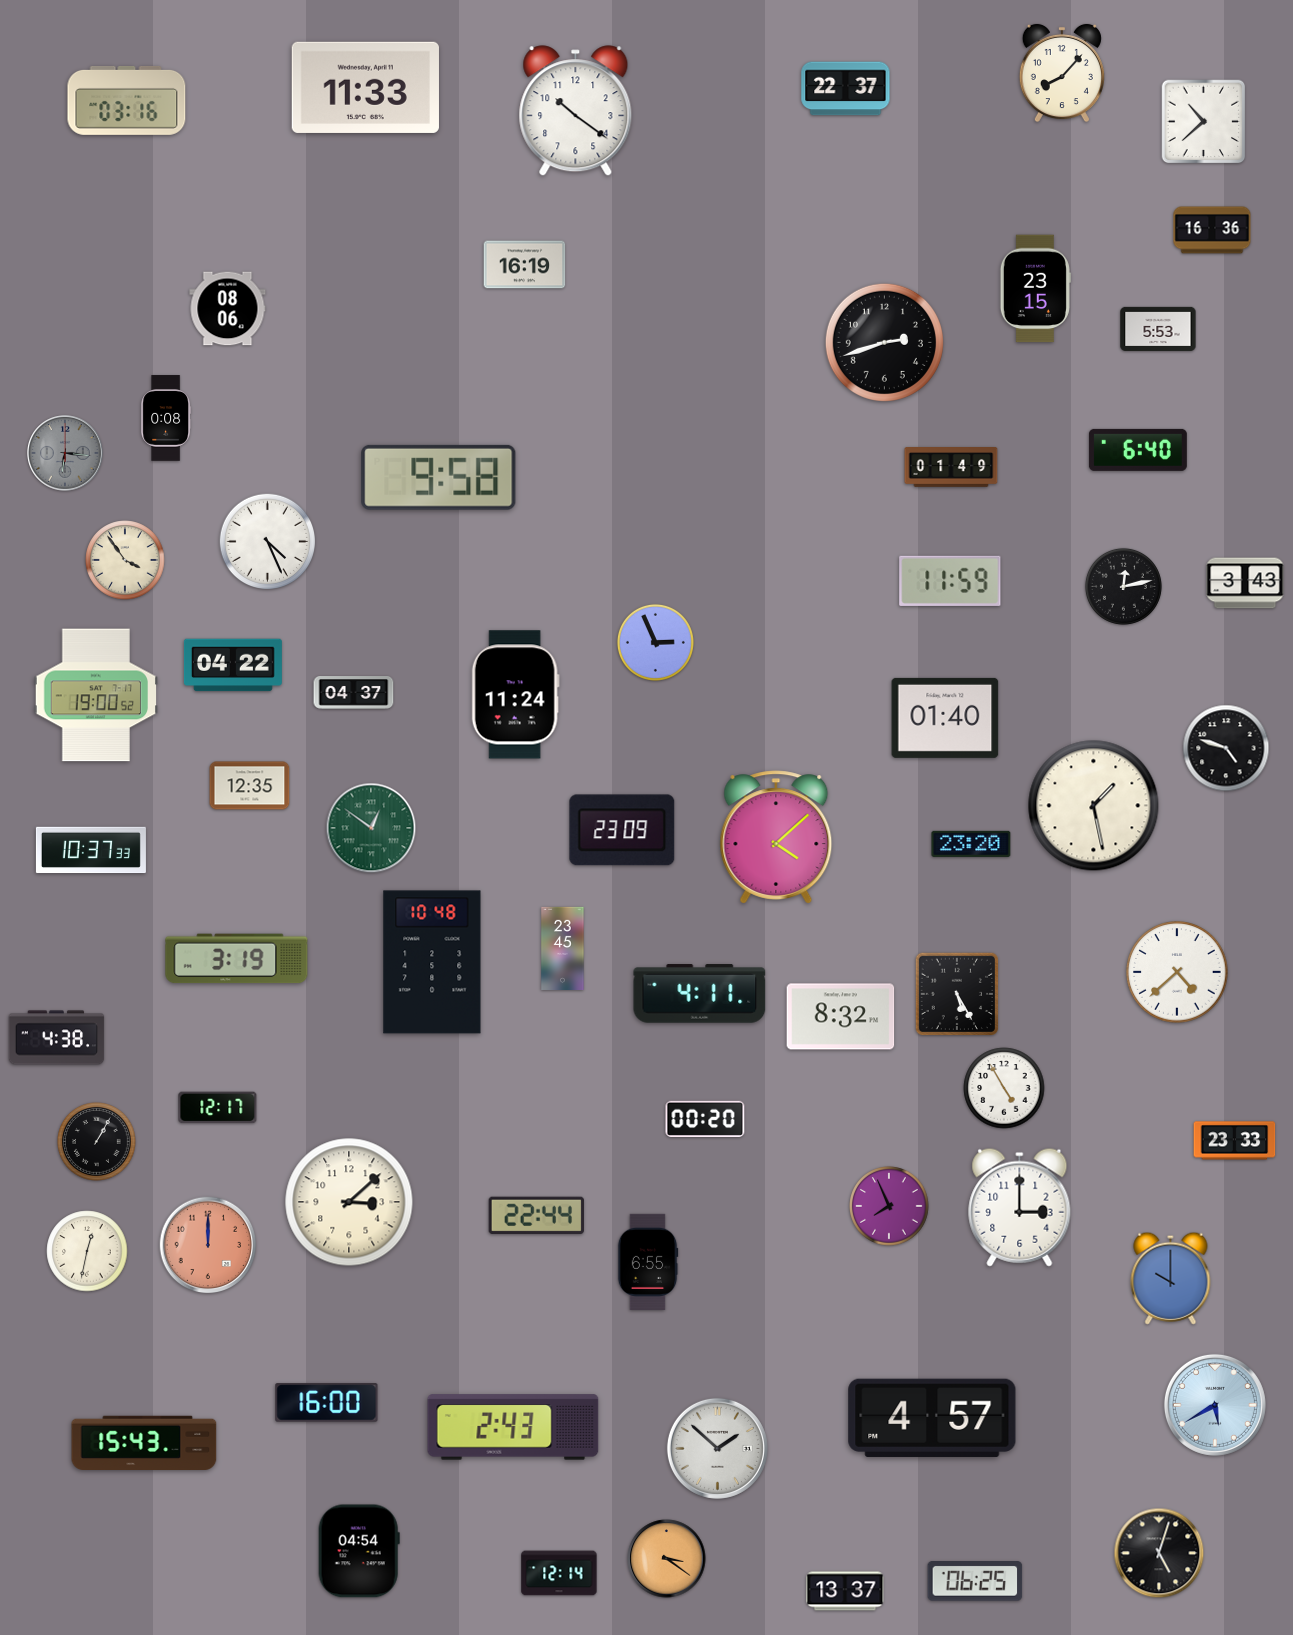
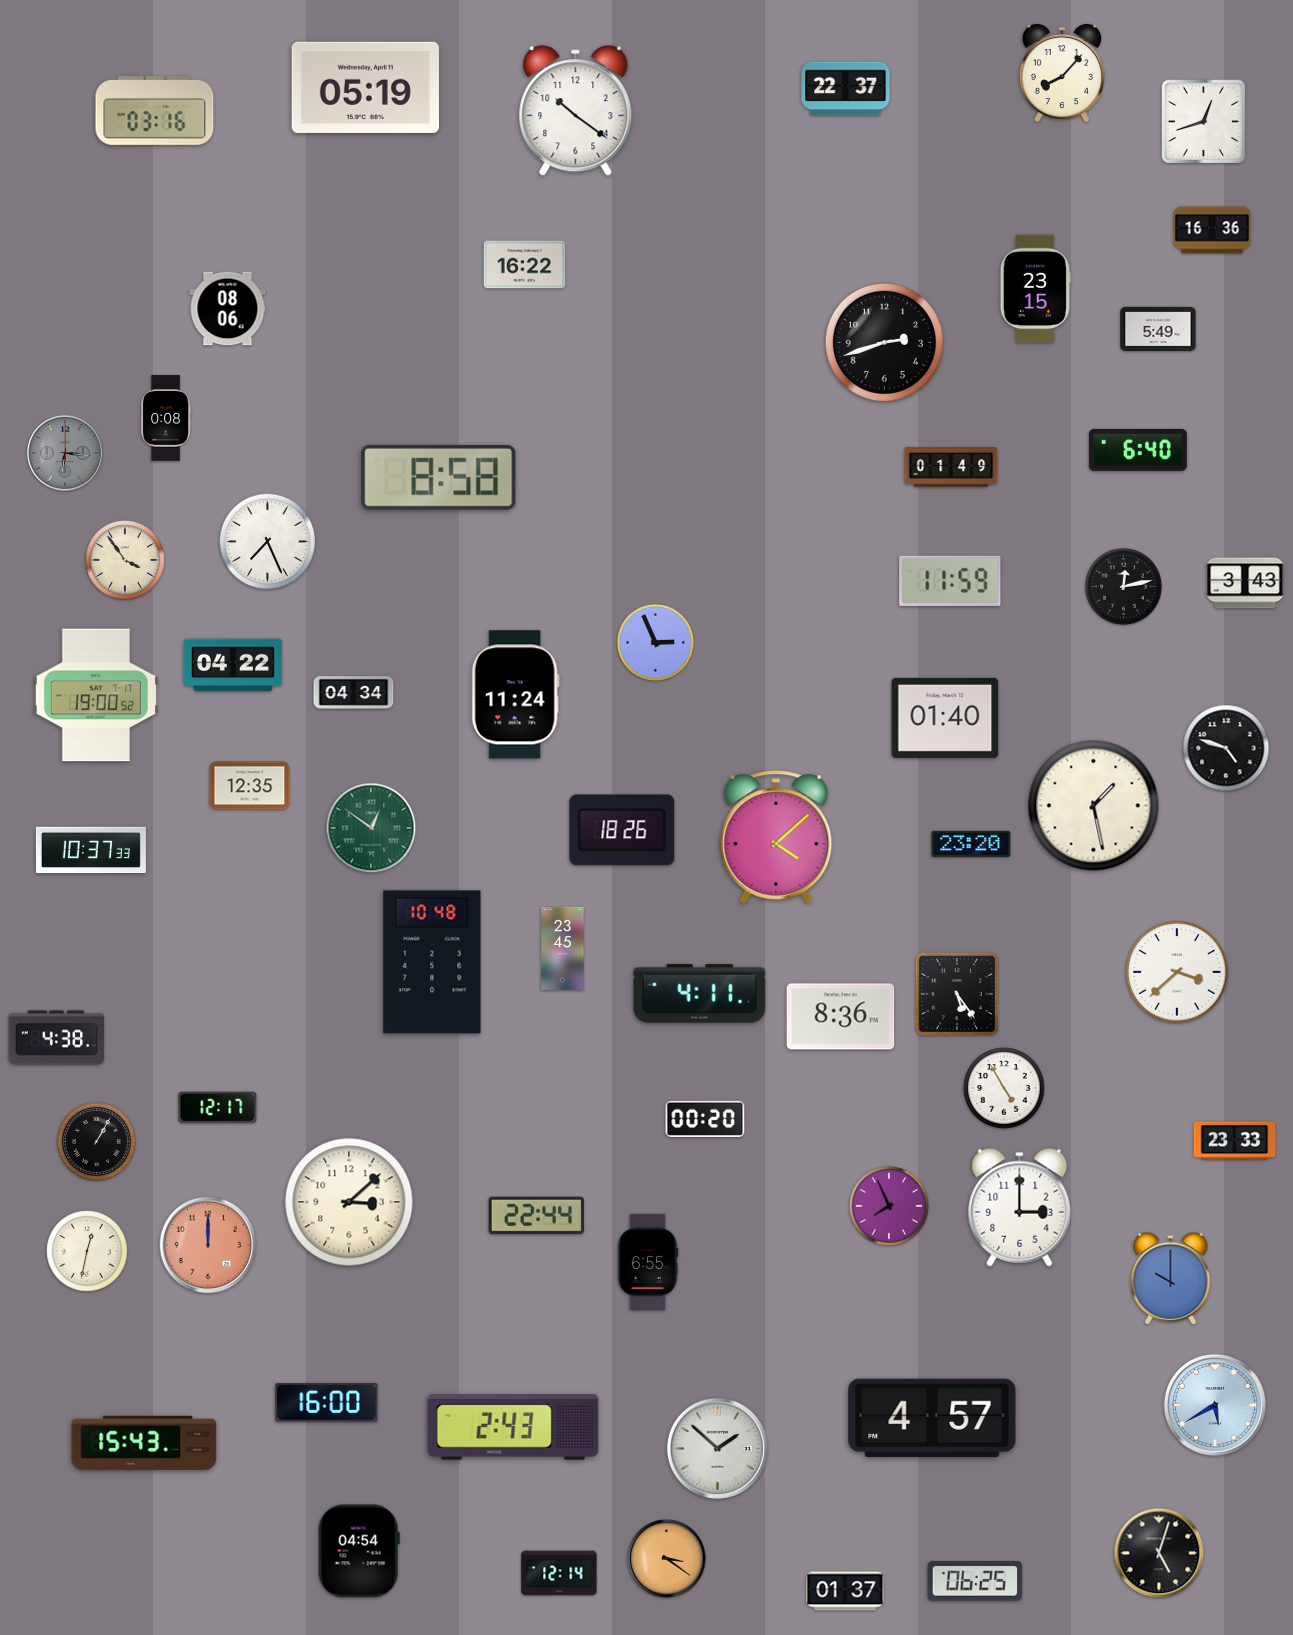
clock at (365, 87): 11:33 -> 05:19
clock at (127, 100) position: (127, 100) -> (155, 110)
clock at (1204, 122): 10:38 -> 12:42
clock at (525, 265): 16:19 -> 16:22
clock at (1158, 329): 5:53 -> 5:49
clock at (439, 477): 9:58 -> 8:58
clock at (267, 541): 4:26 -> 7:26
clock at (354, 693): 04:37 -> 04:34
clock at (622, 830): 23:09 -> 18:26
clock at (237, 959): 3:19 -> none
clock at (1177, 972): 4:38 -> 3:38
clock at (956, 993): 5:25 -> 5:24
clock at (841, 1017): 8:32 -> 8:36
clock at (845, 1591): 13:37 -> 01:37
